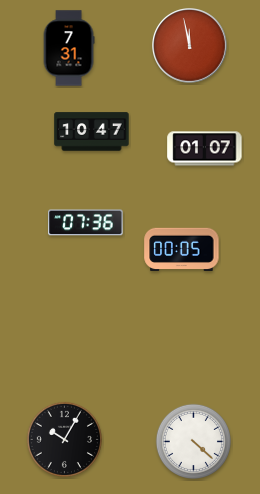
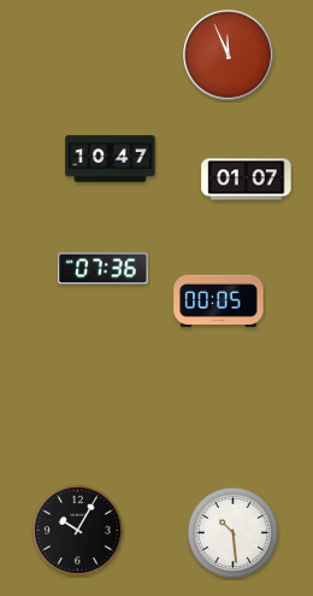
clock at (190, 46): 11:58 -> 11:56
clock at (69, 48): 7:31 -> none
clock at (193, 441): 4:22 -> 10:29
